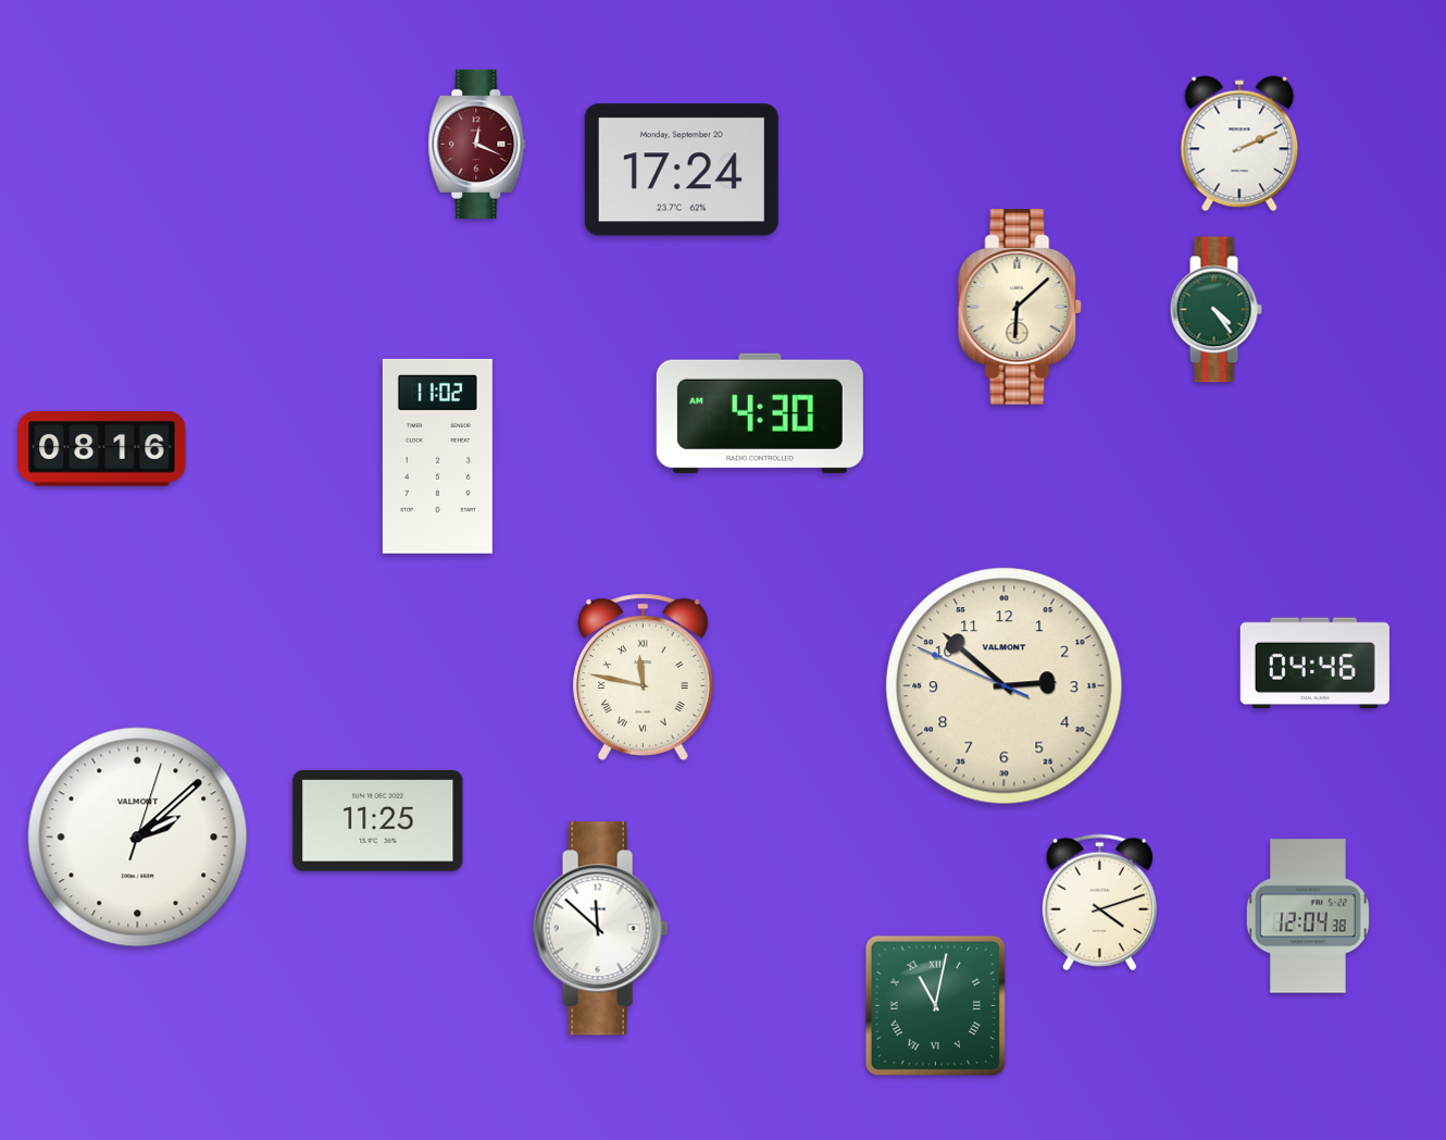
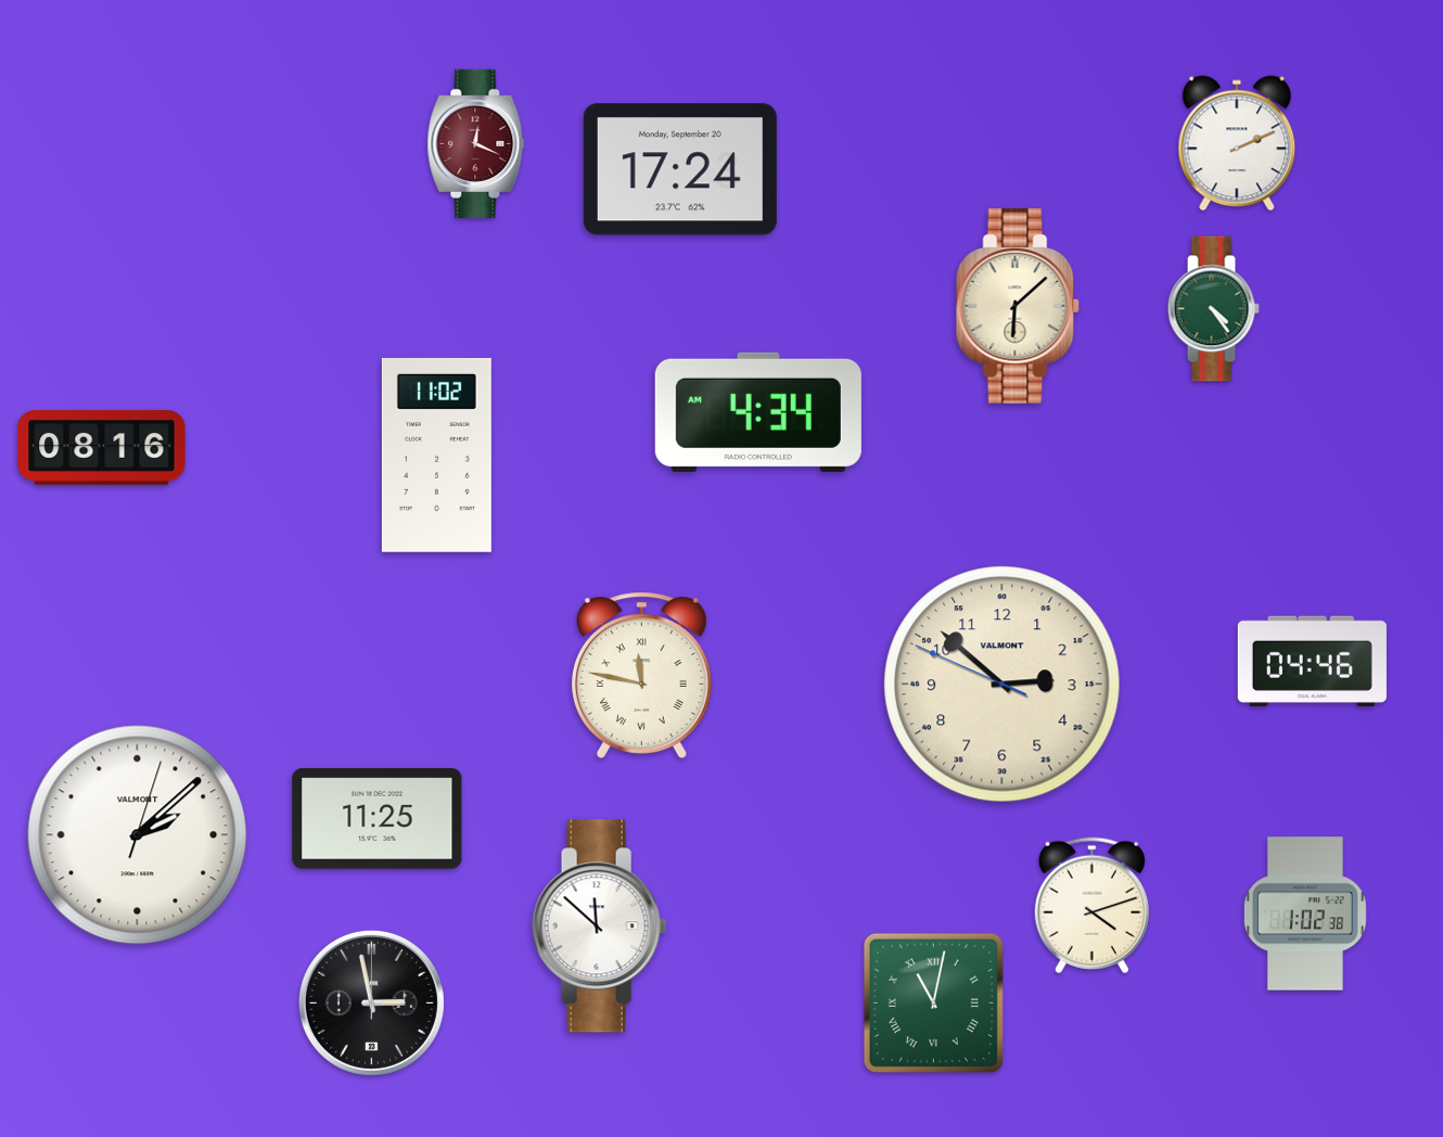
clock at (760, 413): 4:30 -> 4:34
clock at (1099, 903) position: (1099, 903) -> (1091, 906)
clock at (1308, 916): 12:04 -> 1:02
clock at (371, 1002): none -> 2:58
